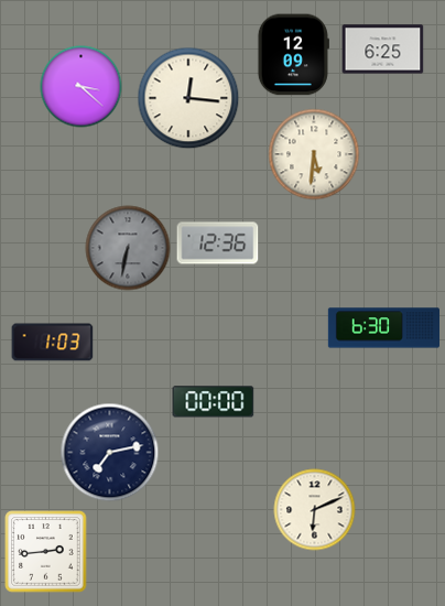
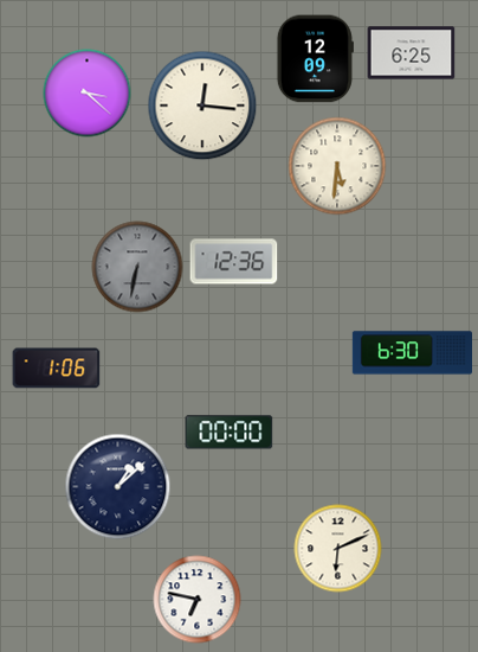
clock at (53, 343): 1:03 -> 1:06
clock at (110, 453): 7:13 -> 1:08
clock at (46, 552): 2:44 -> none
clock at (198, 600): none -> 6:47
